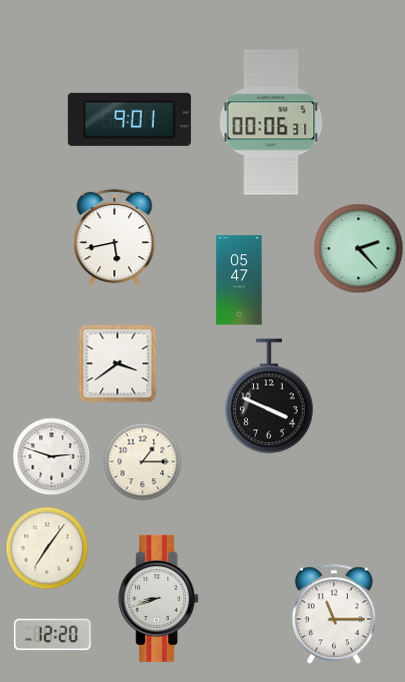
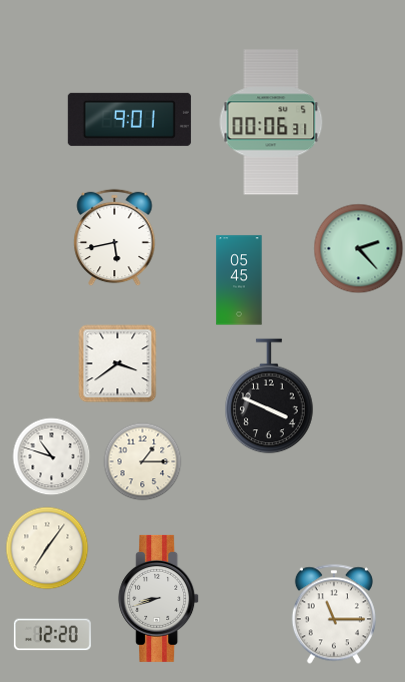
clock at (239, 280): 05:47 -> 05:45
clock at (51, 456): 2:48 -> 10:48
